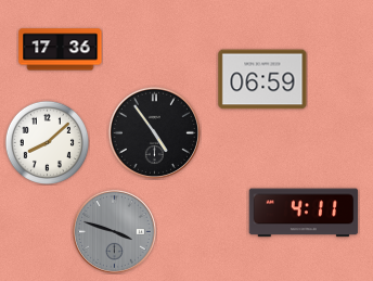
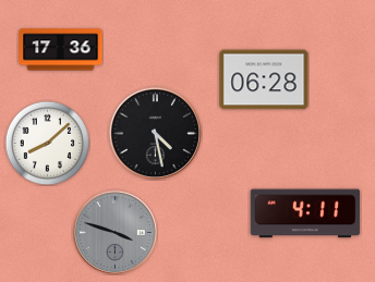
clock at (262, 79): 06:59 -> 06:28
clock at (154, 132): 4:54 -> 4:28
